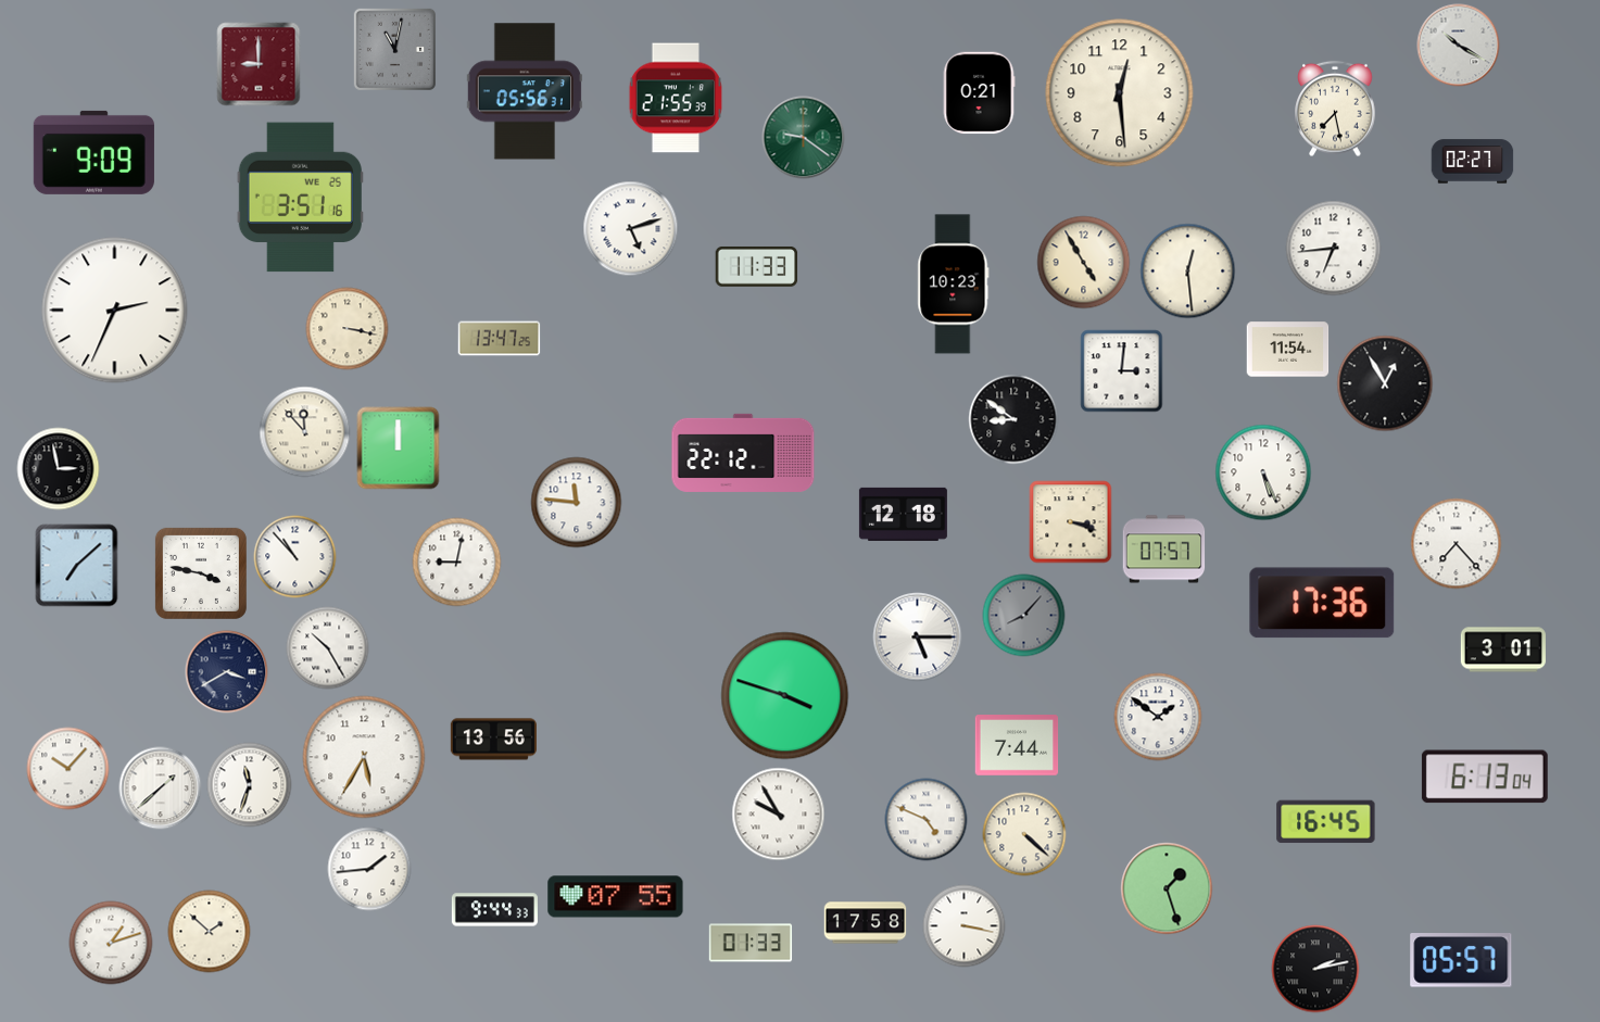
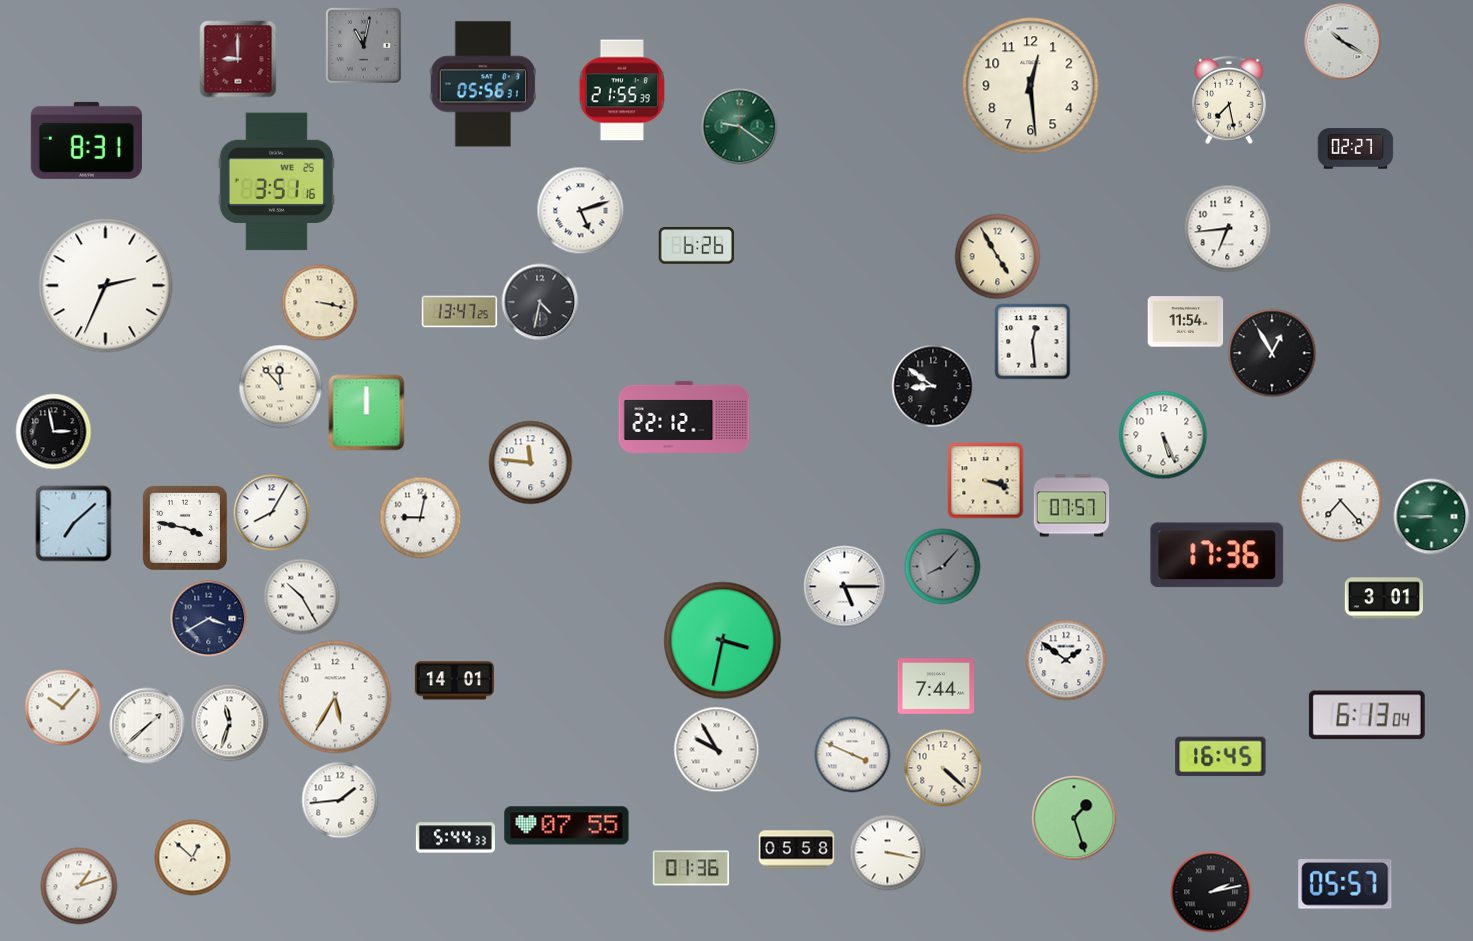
clock at (979, 93): 0:21 -> none
clock at (93, 152): 9:09 -> 8:31
clock at (1084, 263) position: (1084, 263) -> (998, 257)
clock at (757, 266): 11:33 -> 6:26
clock at (1188, 272): 12:29 -> none
clock at (954, 285): 10:23 -> none
clock at (540, 302): none -> 4:32
clock at (1122, 371): 3:01 -> 12:29
clock at (1385, 383) position: (1385, 383) -> (1272, 353)
clock at (305, 432) position: (305, 432) -> (281, 387)
clock at (903, 514): 12:18 -> none
clock at (295, 557): 10:53 -> 8:05
clock at (1432, 517): none -> 8:45
clock at (77, 566) position: (77, 566) -> (74, 524)
clock at (785, 696): 3:48 -> 3:32
clock at (493, 740): 13:56 -> 14:01
clock at (927, 820): 4:49 -> 3:49
clock at (494, 910): 9:44 -> 5:44
clock at (866, 923): 17:58 -> 05:58
clock at (210, 932): 1:52 -> 12:52
clock at (111, 943) position: (111, 943) -> (79, 886)
clock at (751, 943): 01:33 -> 01:36
